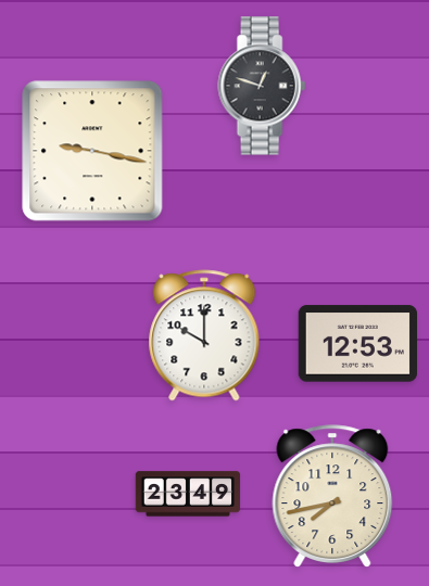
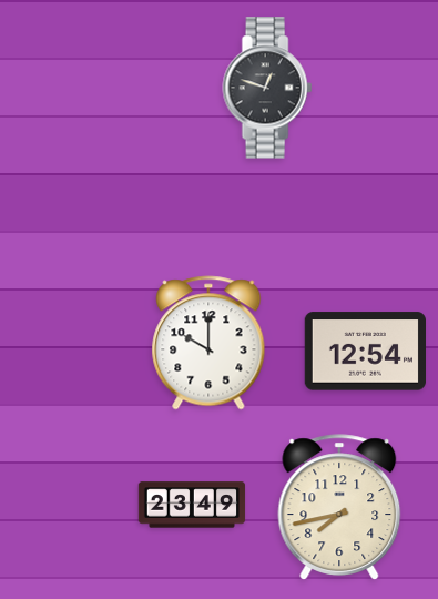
clock at (92, 151): 9:17 -> none
clock at (357, 344): 12:53 -> 12:54
